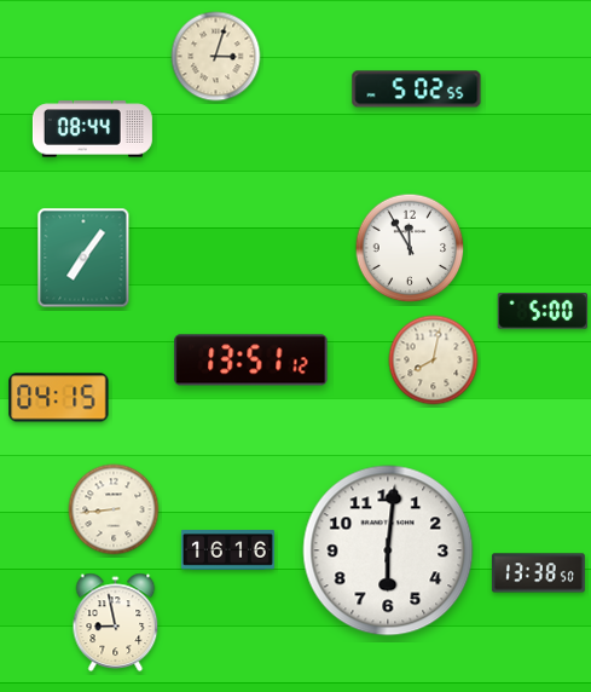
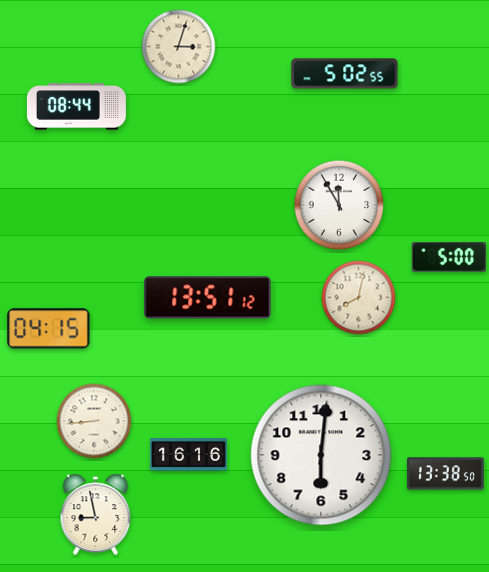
clock at (83, 258): 7:06 -> none
